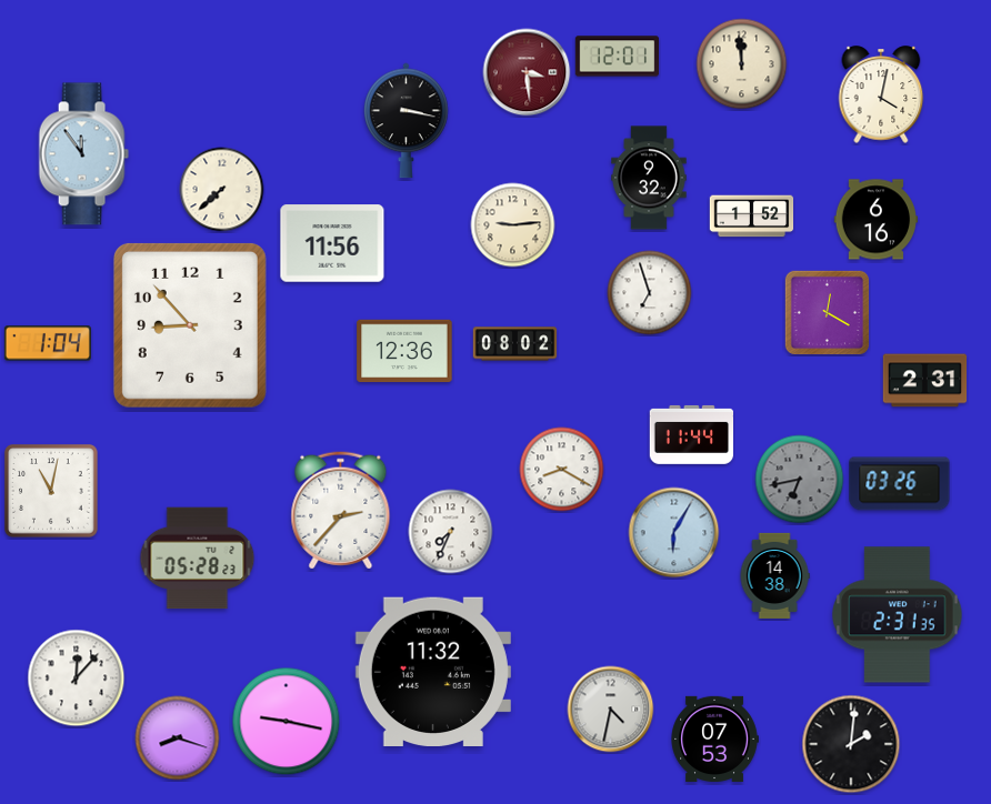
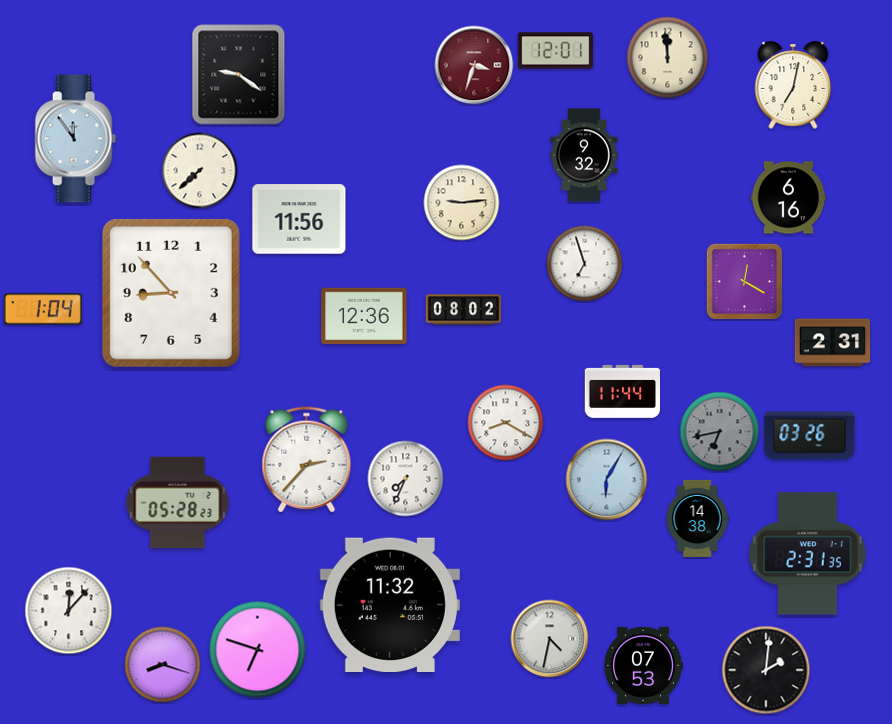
clock at (527, 72): 3:29 -> 3:33
clock at (239, 75): none -> 9:21
clock at (881, 94): 4:02 -> 7:02
clock at (407, 121): 3:17 -> none
clock at (649, 178) position: (649, 178) -> (584, 155)
clock at (752, 217): 1:52 -> none
clock at (51, 491): 11:02 -> none
clock at (287, 722): 9:17 -> 6:48
clock at (178, 738) position: (178, 738) -> (163, 665)
